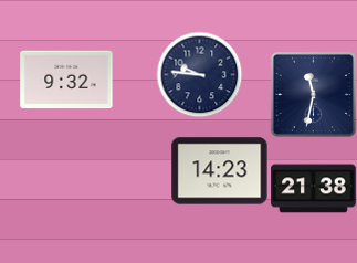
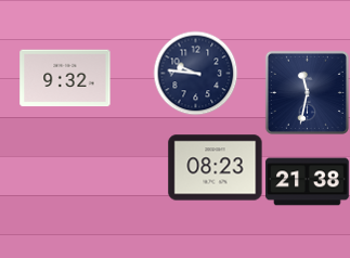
clock at (220, 171): 14:23 -> 08:23
clock at (314, 189) position: (314, 189) -> (308, 182)
